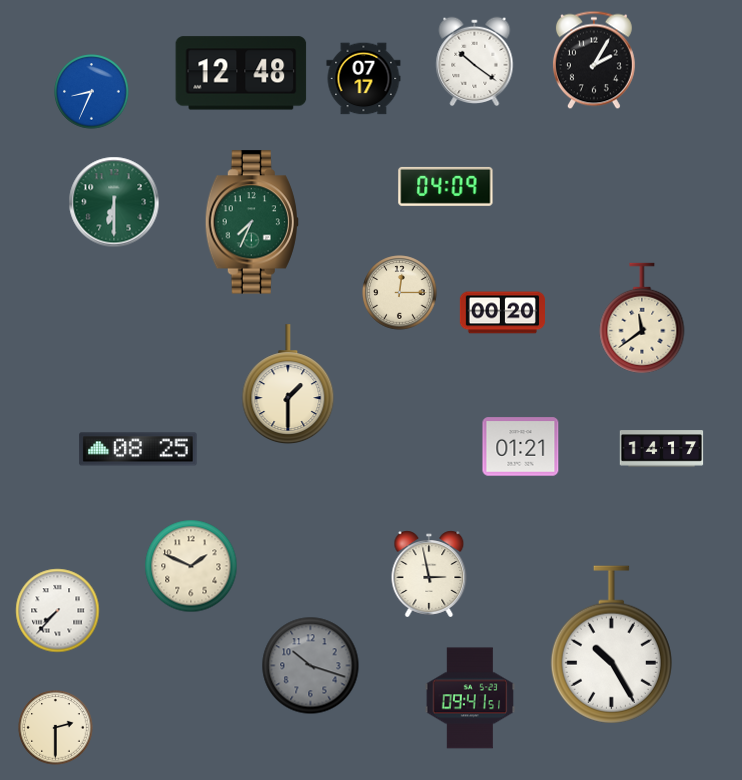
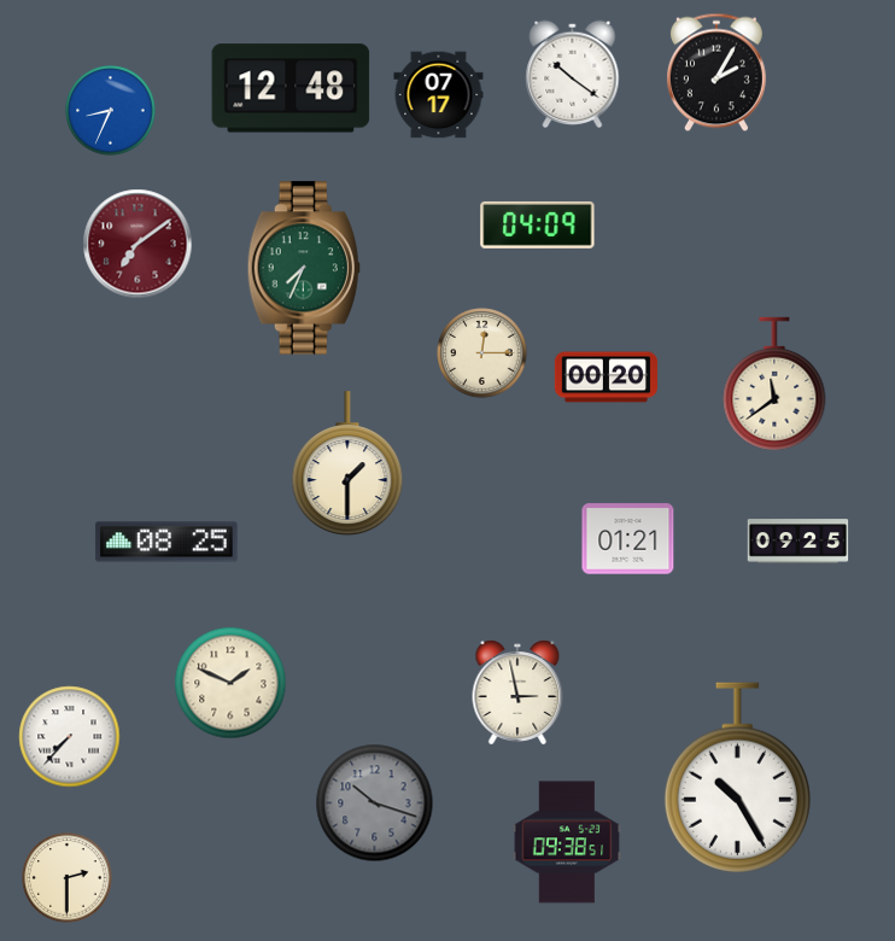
clock at (114, 202): 6:30 -> 7:09
clock at (114, 202) dial: green -> burgundy
clock at (662, 449): 14:17 -> 09:25
clock at (470, 698): 09:41 -> 09:38
